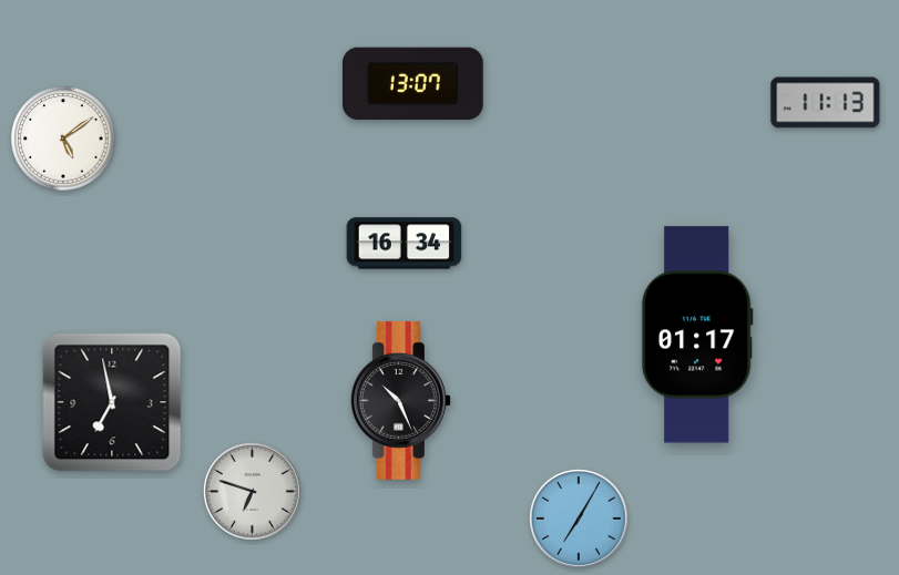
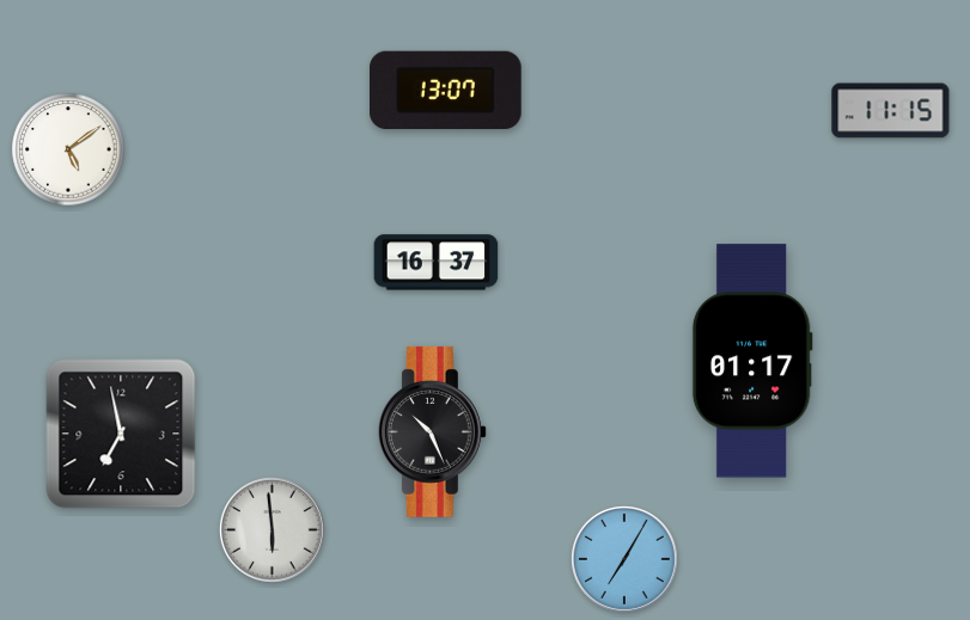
clock at (826, 103): 11:13 -> 11:15
clock at (405, 244): 16:34 -> 16:37
clock at (252, 491): 6:48 -> 5:59
